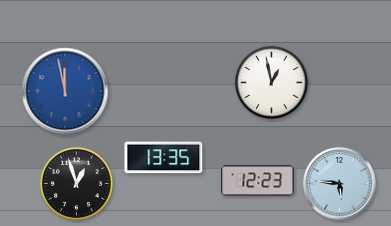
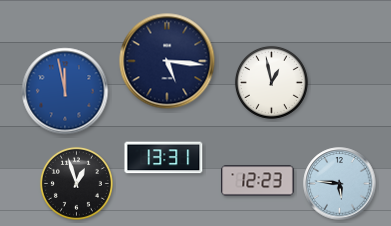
clock at (167, 61): none -> 5:16
clock at (164, 158): 13:35 -> 13:31
